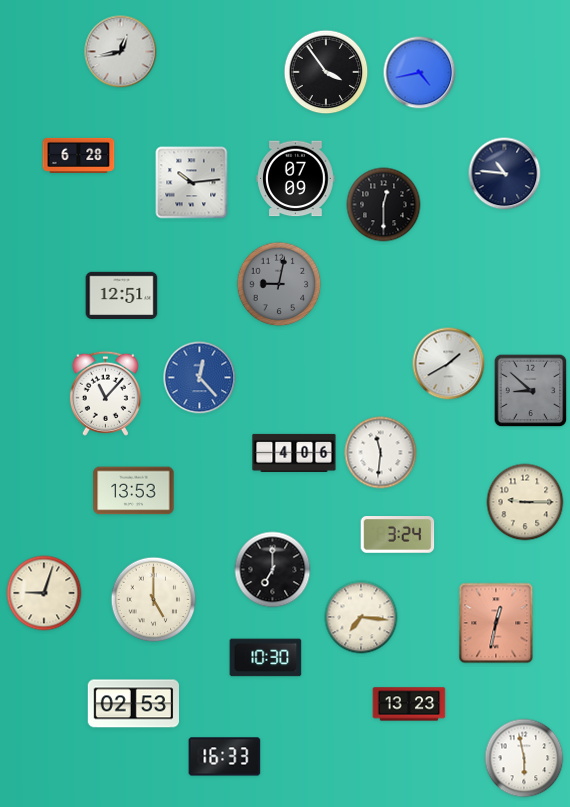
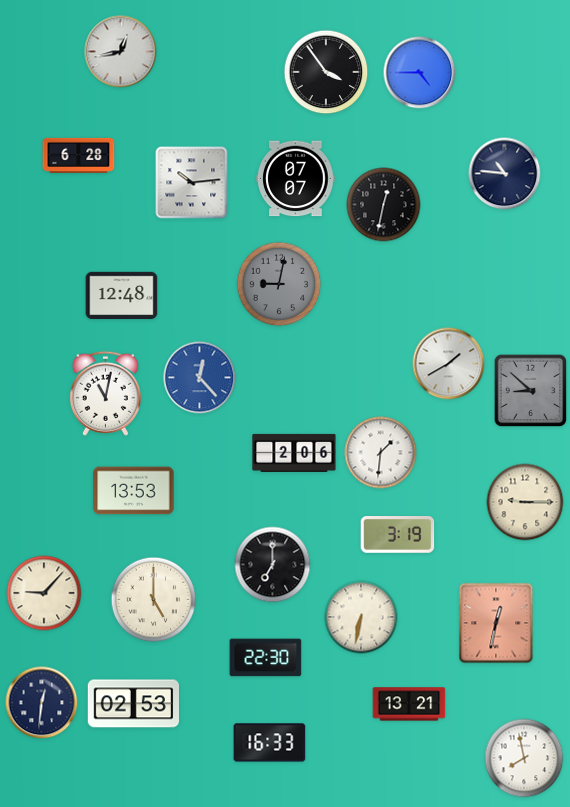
clock at (420, 73): 4:43 -> 4:45
clock at (296, 179): 07:09 -> 07:07
clock at (384, 205): 12:30 -> 12:32
clock at (122, 296): 12:51 -> 12:48
clock at (105, 393): 11:07 -> 11:02
clock at (294, 453): 4:06 -> 2:06
clock at (381, 453): 11:31 -> 1:31
clock at (398, 535): 3:24 -> 3:19
clock at (273, 570) position: (273, 570) -> (273, 565)
clock at (44, 593): 9:03 -> 9:07
clock at (361, 617): 7:16 -> 6:32
clock at (266, 658): 10:30 -> 22:30
clock at (42, 703): none -> 12:31
clock at (409, 704): 13:23 -> 13:21
clock at (225, 757) position: (225, 757) -> (270, 743)
clock at (524, 758): 5:58 -> 7:58
